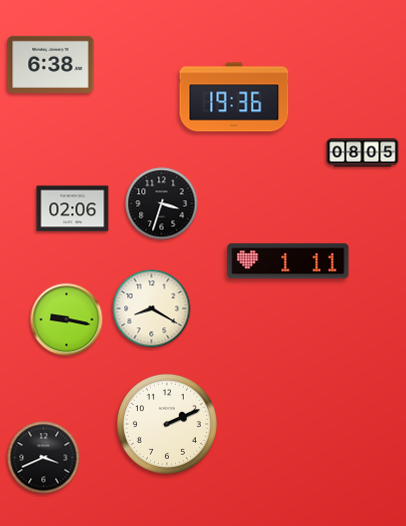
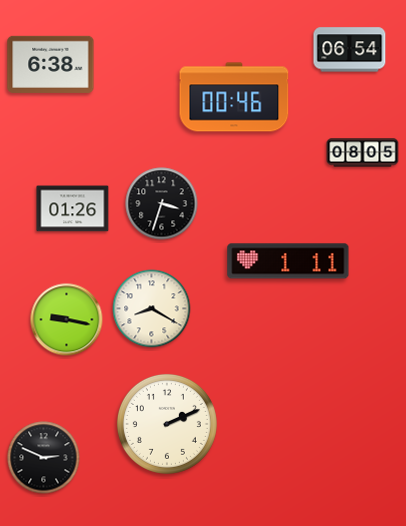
clock at (350, 50): none -> 06:54
clock at (234, 97): 19:36 -> 00:46
clock at (73, 209): 02:06 -> 01:26
clock at (44, 458): 3:41 -> 2:49
